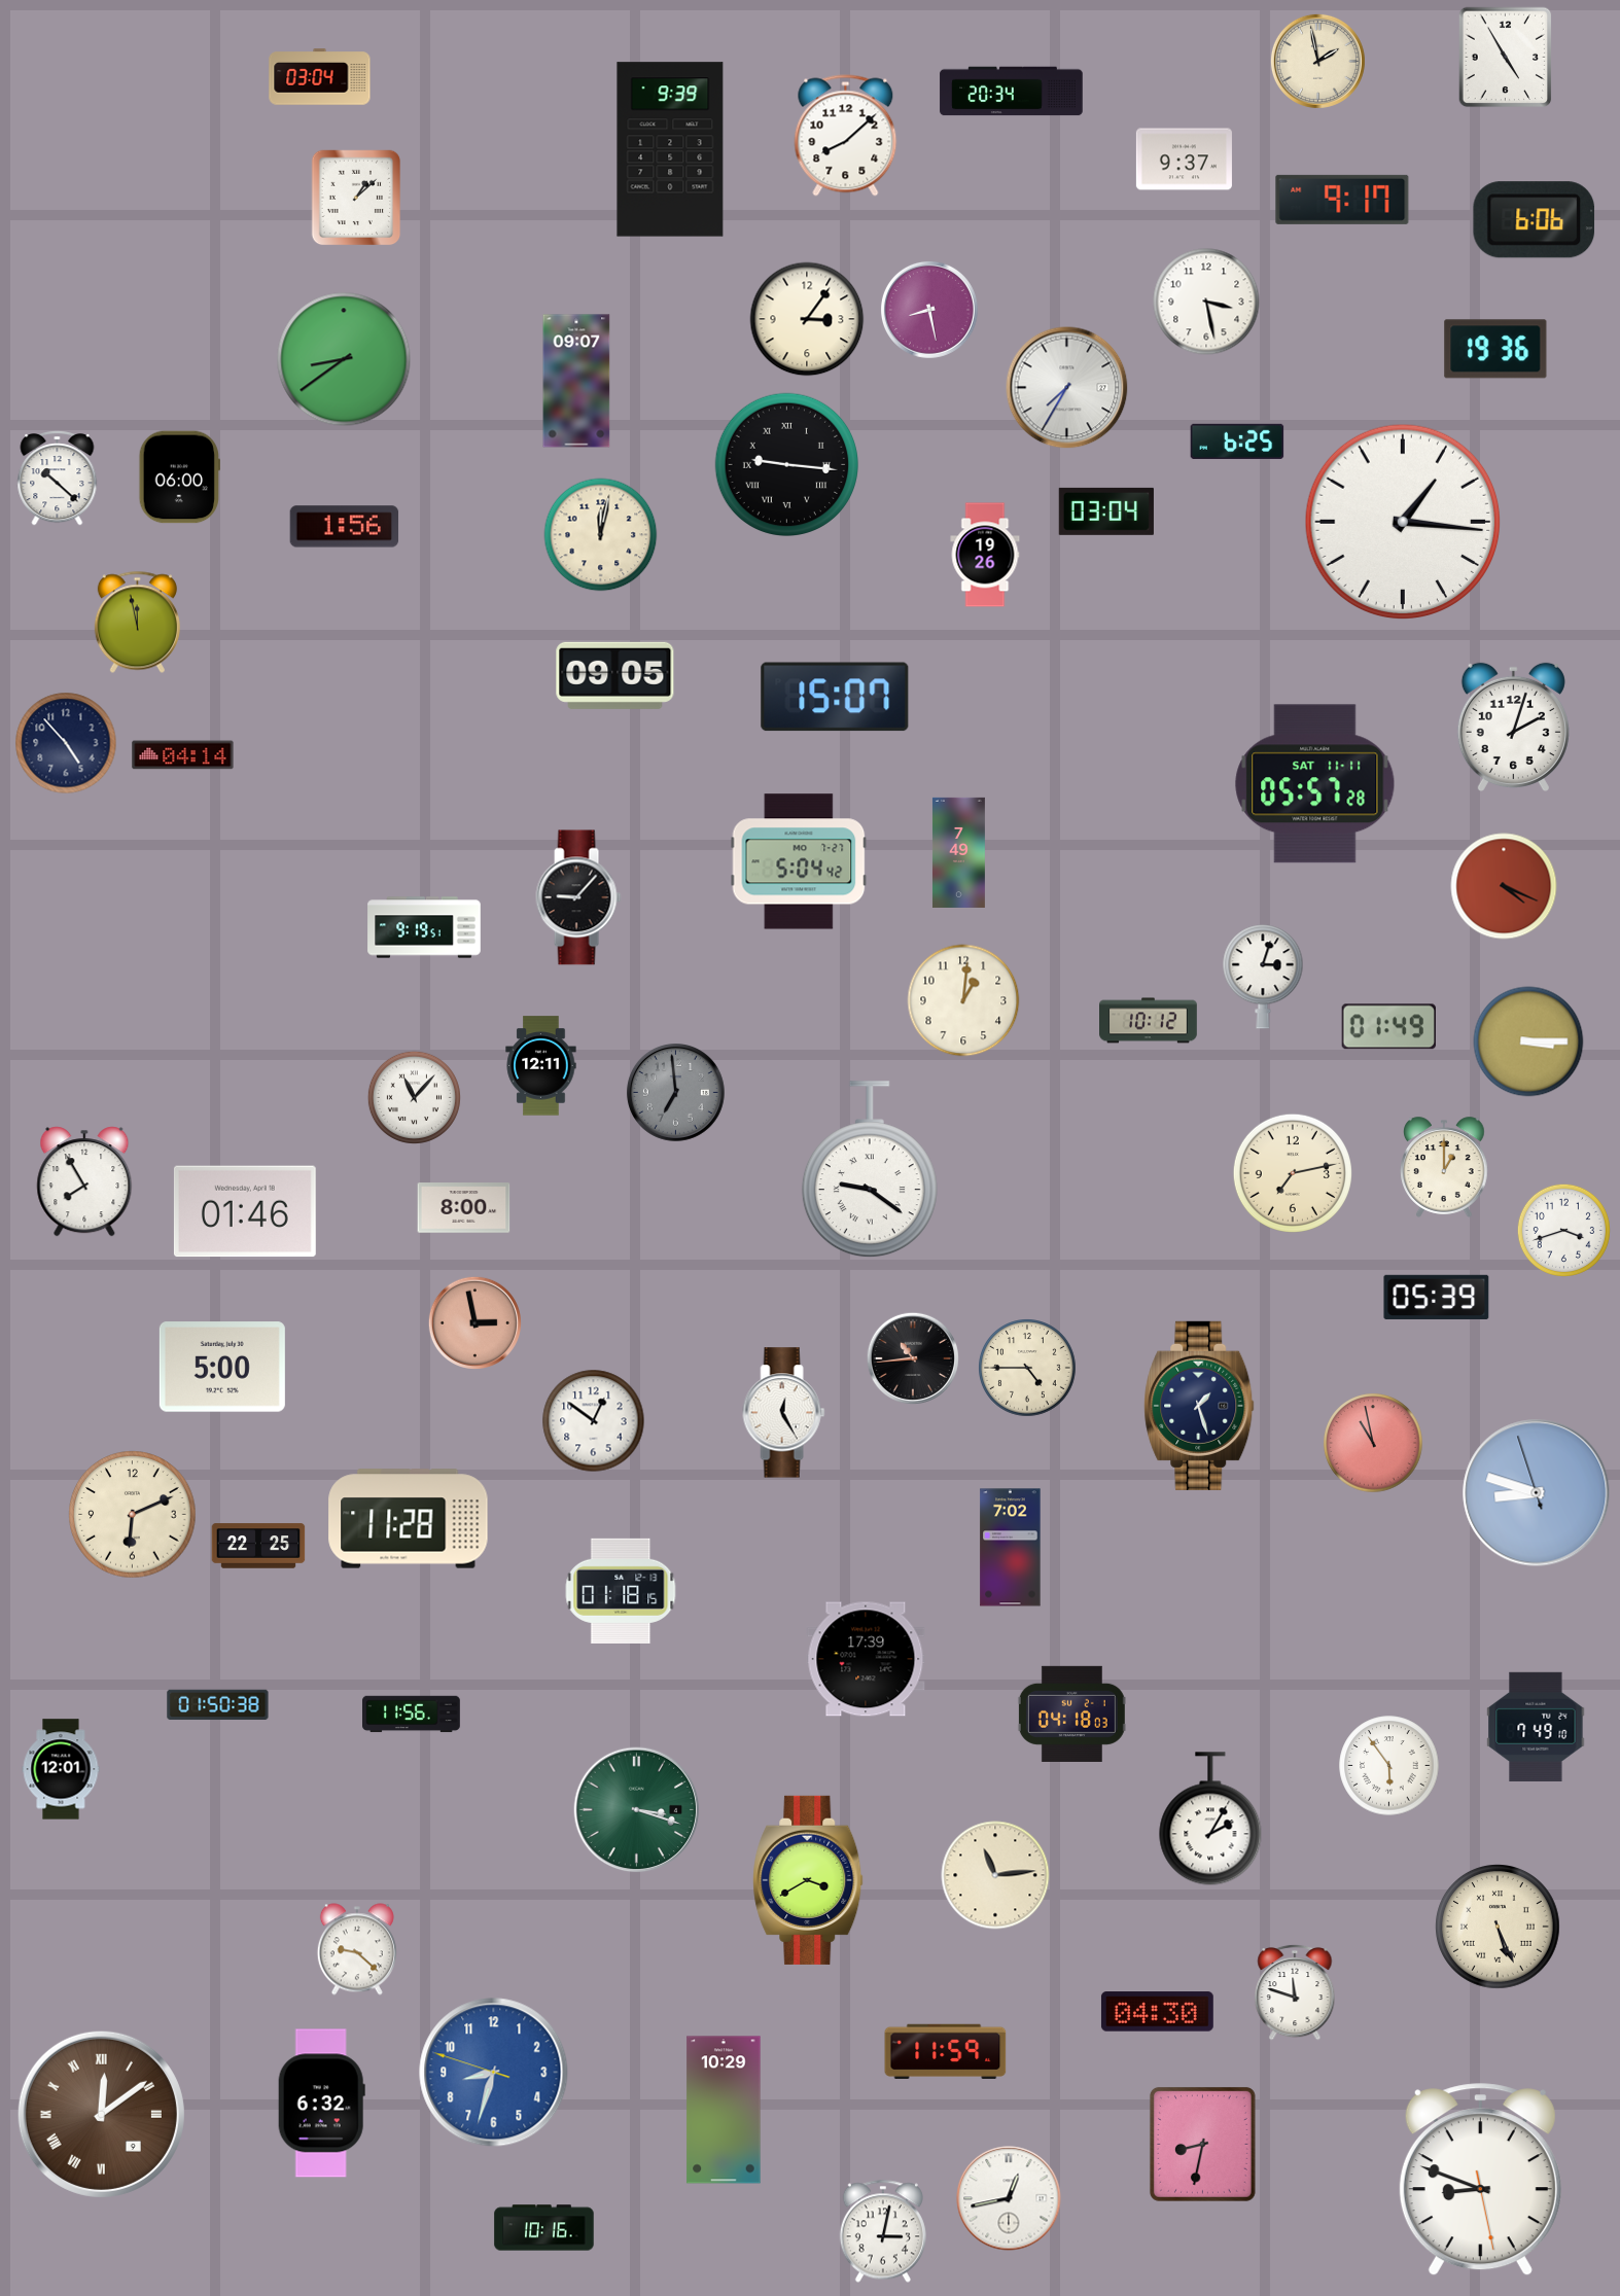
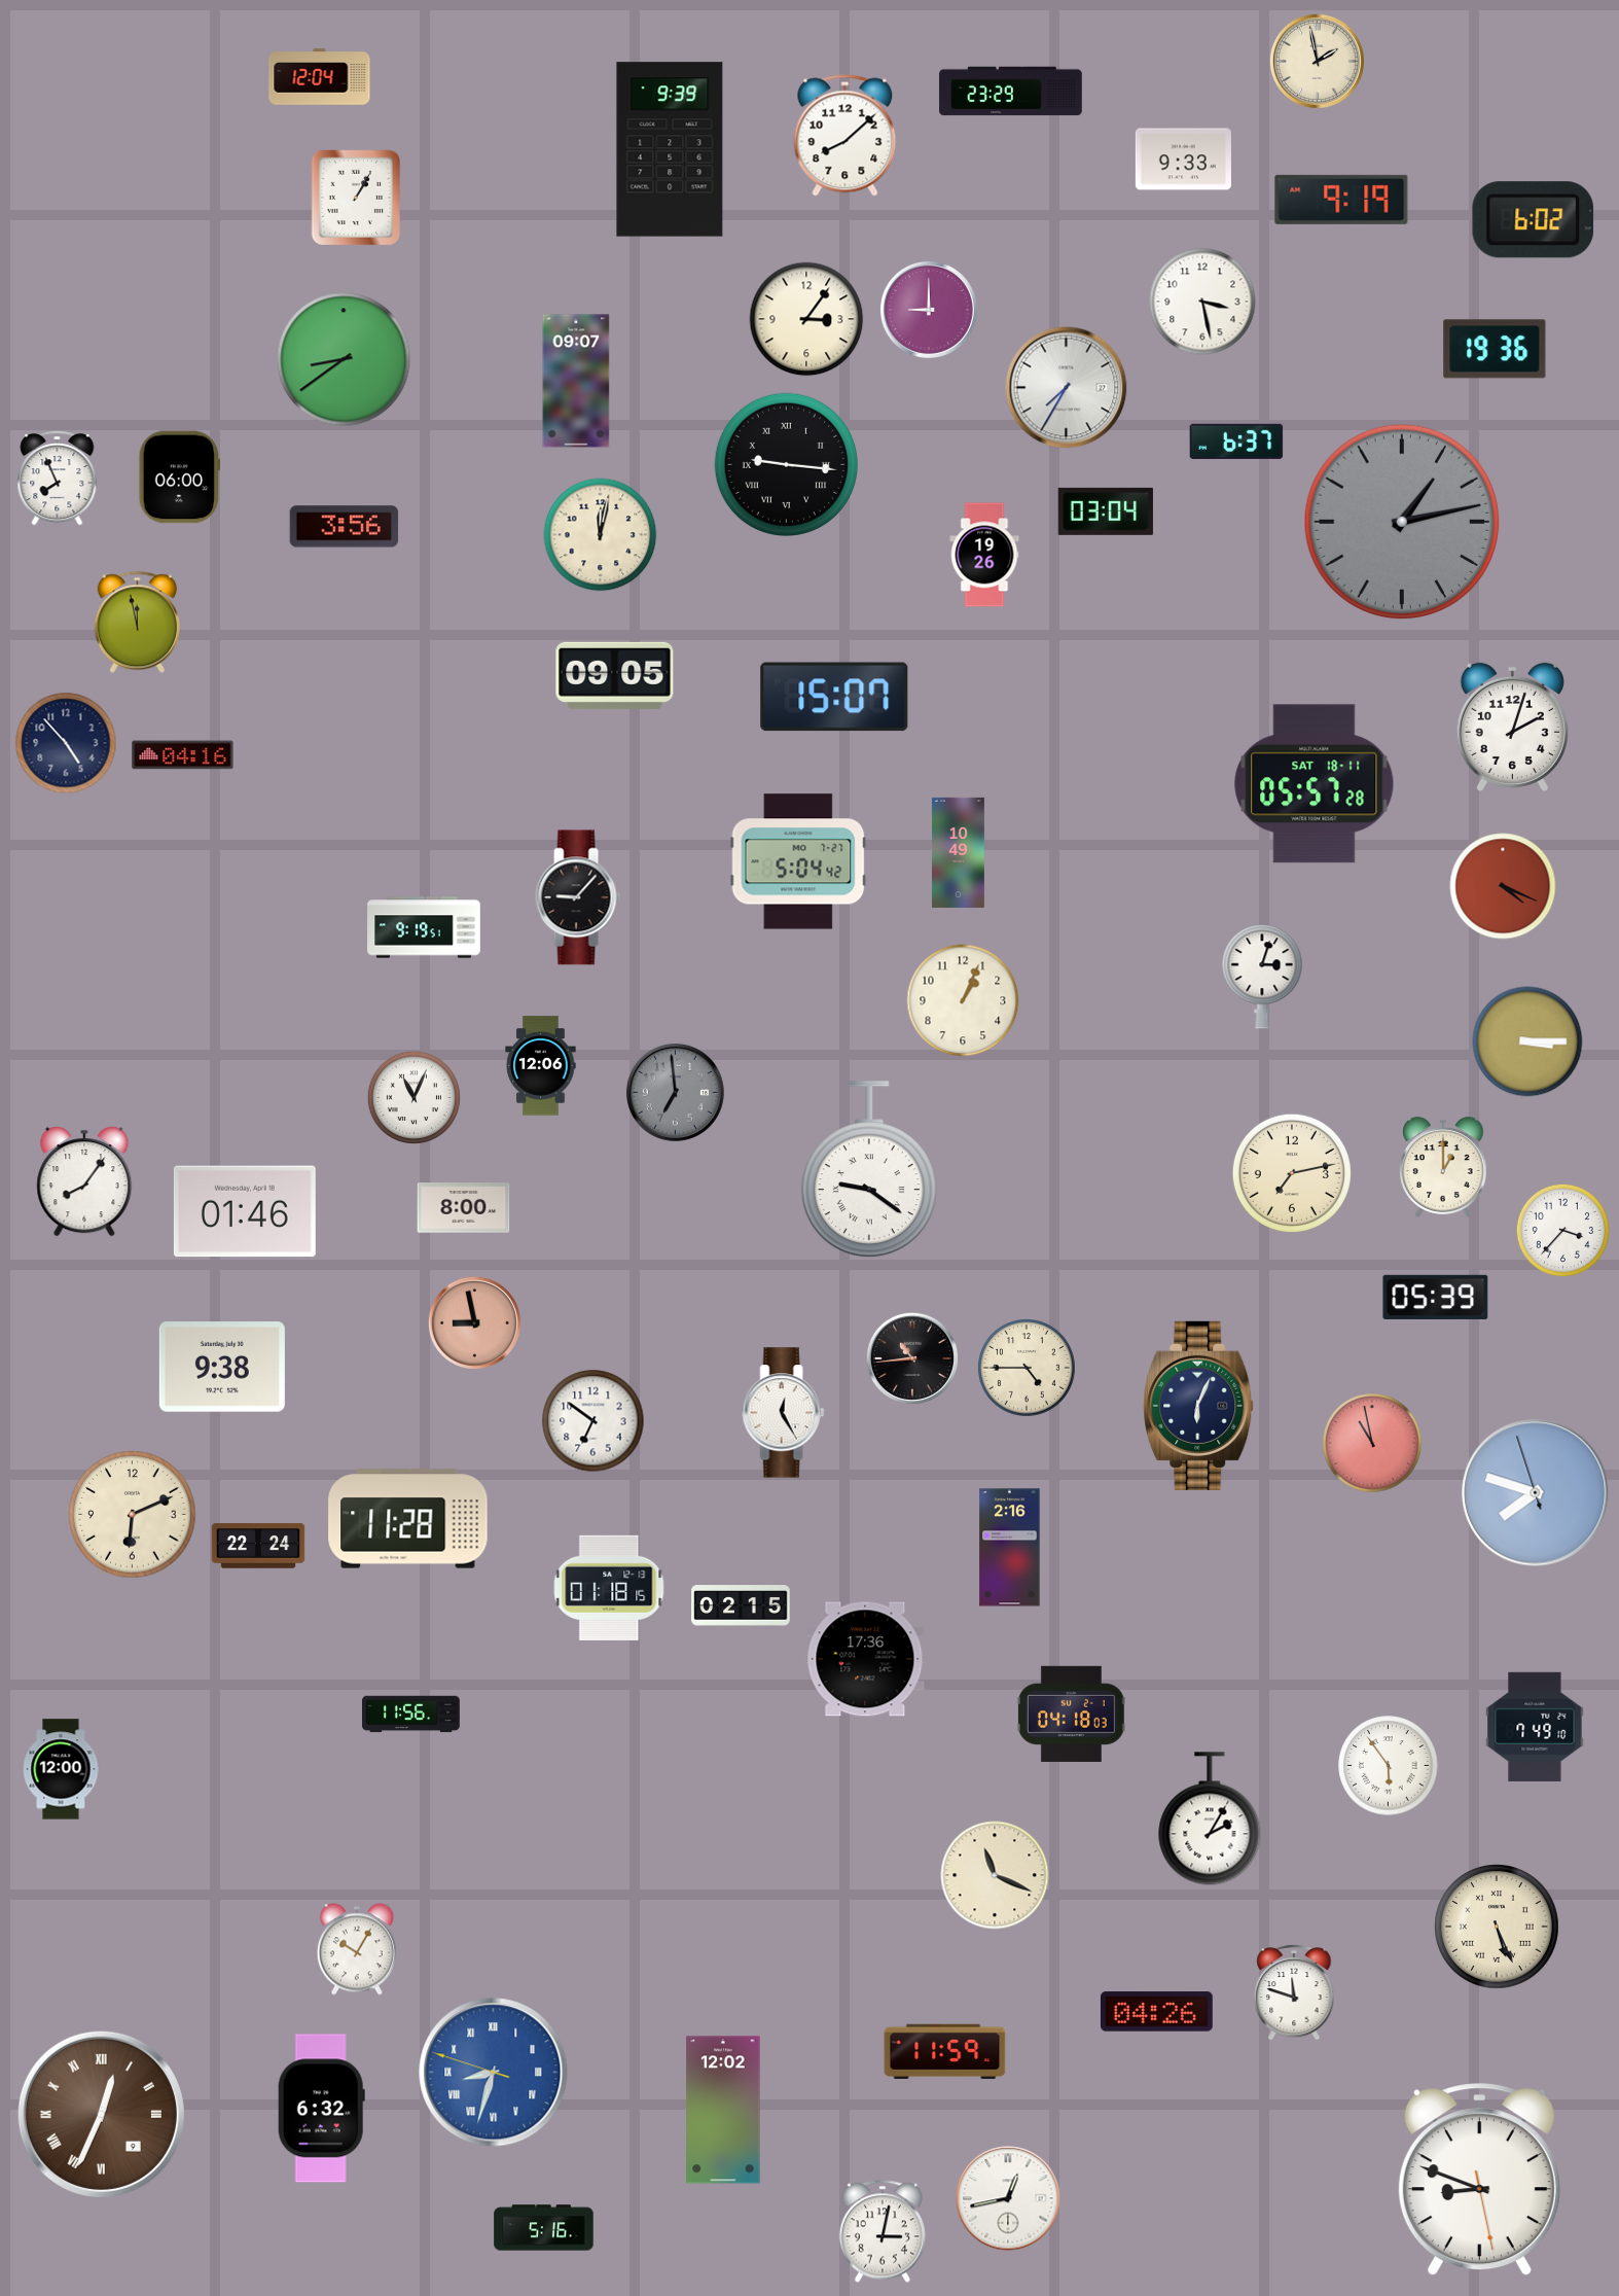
clock at (1506, 58): 4:55 -> none
clock at (320, 77): 03:04 -> 12:04
clock at (1012, 92): 20:34 -> 23:29
clock at (1184, 160): 9:37 -> 9:33
clock at (356, 198): 1:08 -> 1:05
clock at (1342, 200): 9:17 -> 9:19
clock at (1535, 220): 6:06 -> 6:02
clock at (1206, 302) position: (1206, 302) -> (1202, 302)
clock at (929, 310): 8:28 -> 9:00
clock at (1237, 441): 6:25 -> 6:37
clock at (58, 479): 10:22 -> 7:56
clock at (1403, 522): 1:16 -> 1:13
clock at (1403, 522) dial: white -> grey
clock at (345, 527): 1:56 -> 3:56
clock at (183, 755): 04:14 -> 04:16
clock at (1315, 784) date: SAT 11-11 -> SAT 18-11
clock at (958, 852): 7:49 -> 10:49
clock at (963, 1000): 1:01 -> 1:04
clock at (1149, 1021): 10:12 -> none
clock at (1388, 1027): 01:49 -> none
clock at (541, 1066): 12:11 -> 12:06
clock at (414, 1097): 11:07 -> 11:04
clock at (84, 1181): 7:55 -> 8:06
clock at (1563, 1230): 3:42 -> 3:37
clock at (474, 1322): 2:58 -> 8:58
clock at (222, 1367): 5:00 -> 9:38
clock at (1199, 1406): 1:27 -> 6:04
clock at (594, 1421): 12:51 -> 6:51
clock at (1537, 1493): 8:47 -> 7:47
clock at (258, 1546): 22:25 -> 22:24
clock at (1011, 1548): 7:02 -> 2:16
clock at (621, 1591) position: (621, 1591) -> (609, 1588)
clock at (741, 1605): none -> 02:15
clock at (866, 1659): 17:39 -> 17:36
clock at (218, 1705): 01:50 -> none
clock at (61, 1769): 12:01 -> 12:00
clock at (637, 1810): 3:18 -> none
clock at (995, 1875): 11:14 -> 11:19
clock at (808, 1880): 3:40 -> none
clock at (357, 1949): 9:22 -> 10:05
clock at (1157, 2012): 04:30 -> 04:26
clock at (494, 2073) numerals: Arabic -> Roman
clock at (321, 2104) position: (321, 2104) -> (321, 2109)
clock at (724, 2110): 10:29 -> 12:02
clock at (101, 2114): 12:09 -> 12:34
clock at (1202, 2144): 8:32 -> none
clock at (544, 2228): 10:16 -> 5:16
